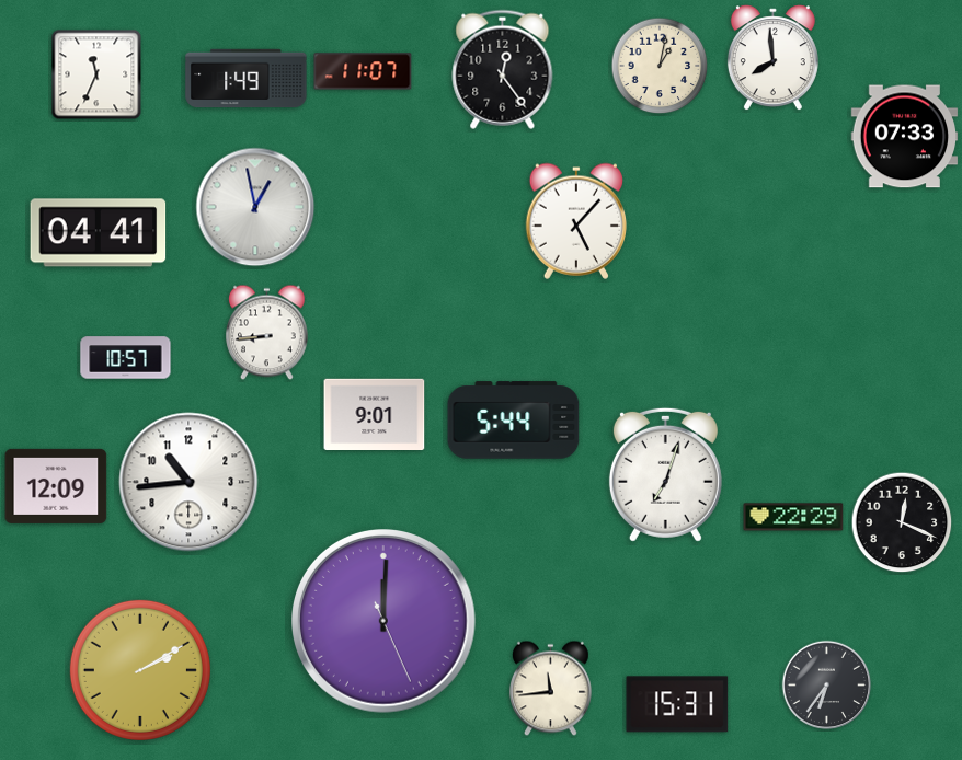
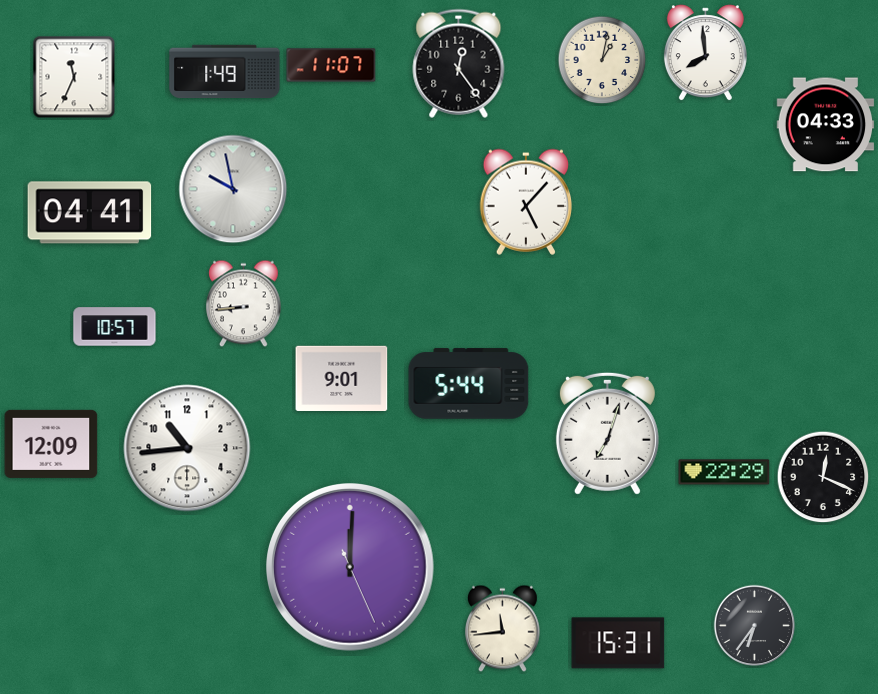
clock at (96, 74) position: (96, 74) -> (74, 77)
clock at (905, 137): 07:33 -> 04:33
clock at (255, 207): 12:58 -> 9:58
clock at (188, 482) position: (188, 482) -> (187, 448)
clock at (140, 670): 2:10 -> none
